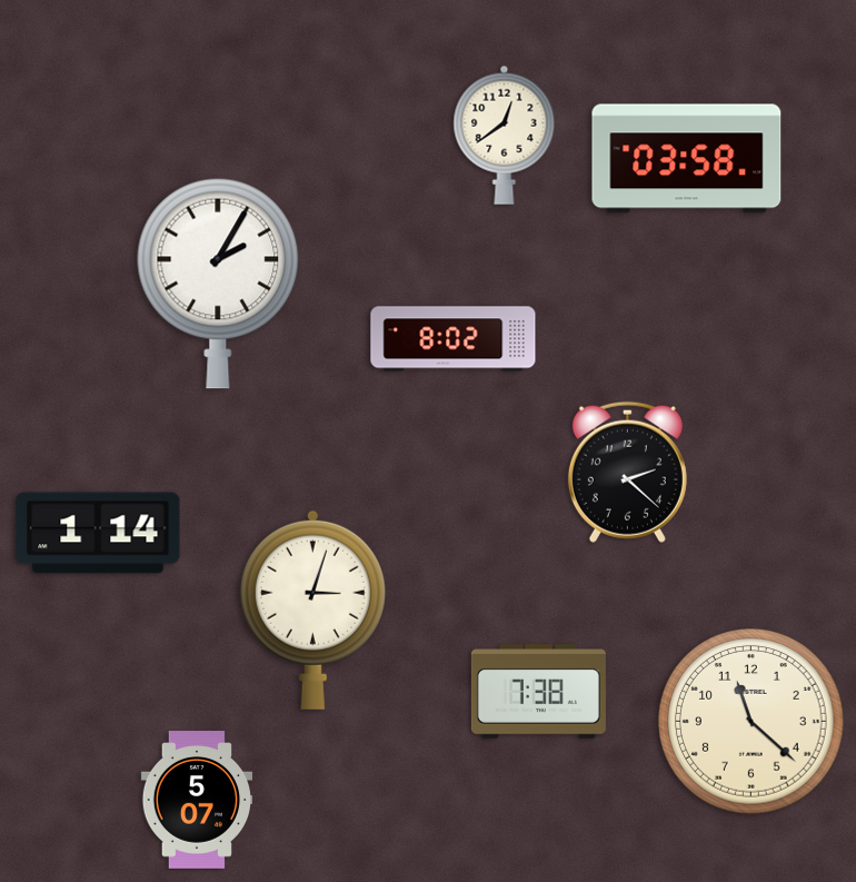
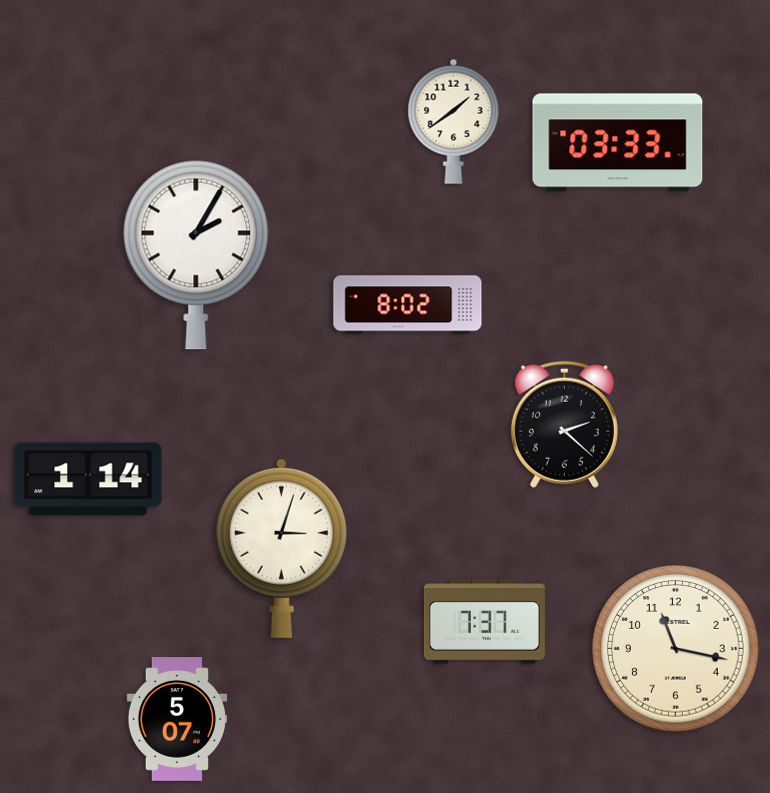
clock at (505, 135): 12:39 -> 1:39
clock at (687, 159): 03:58 -> 03:33
clock at (538, 692): 7:38 -> 7:37
clock at (752, 722): 11:22 -> 11:17
